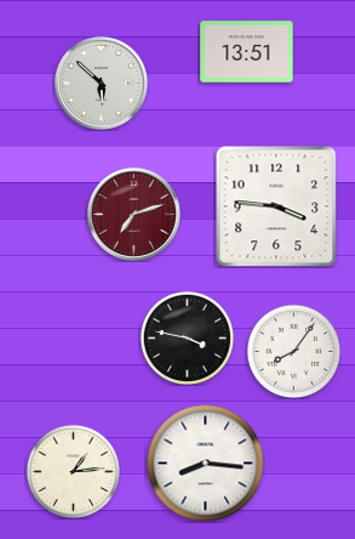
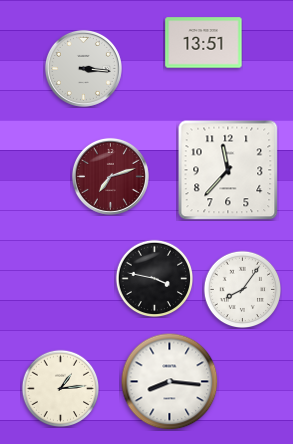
clock at (101, 83): 5:52 -> 3:16
clock at (276, 206): 3:46 -> 11:37
